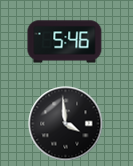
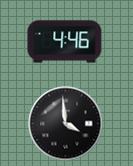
clock at (65, 42): 5:46 -> 4:46
